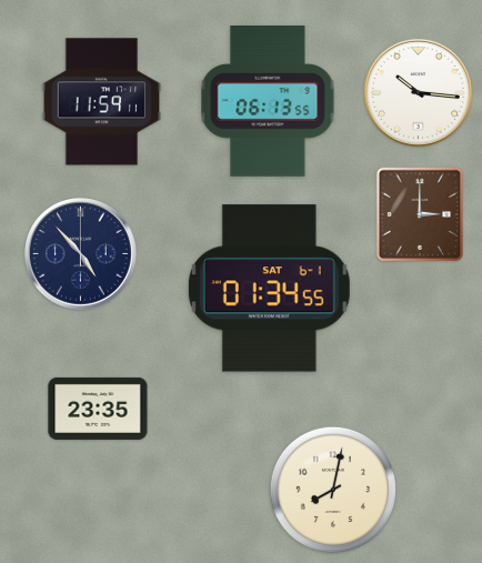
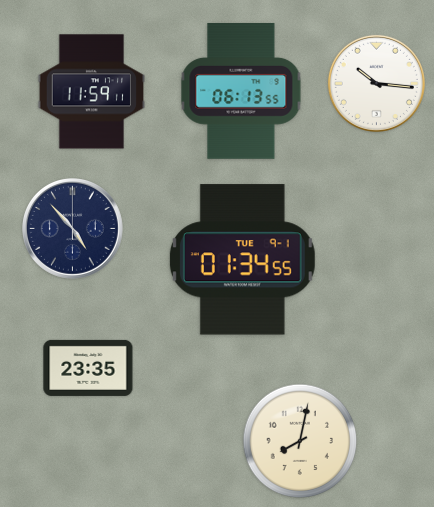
clock at (419, 213): 3:00 -> none
clock at (269, 289) date: SAT 6-1 -> TUE 9-1
